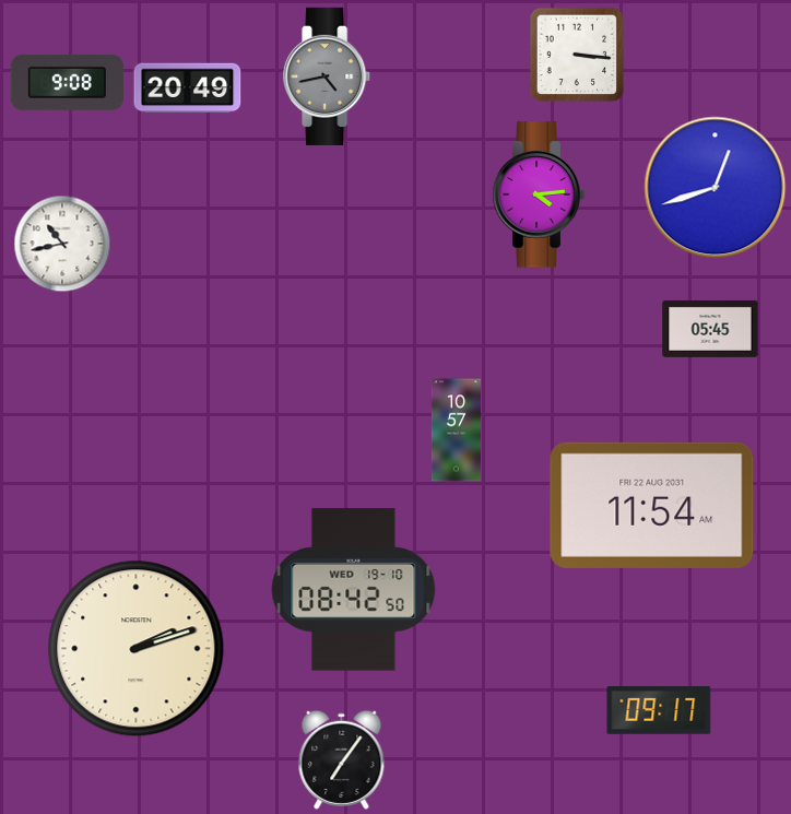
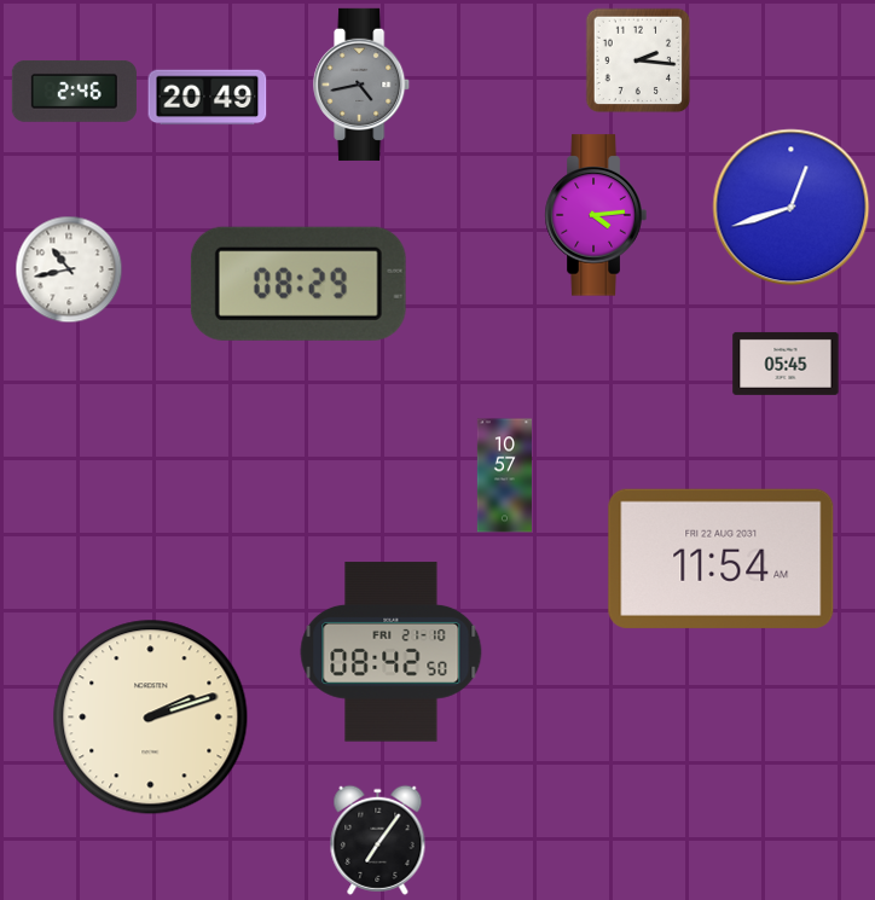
clock at (577, 55): 3:16 -> 2:16
clock at (67, 82): 9:08 -> 2:46
clock at (299, 284): none -> 08:29
clock at (354, 590) date: WED 19-10 -> FRI 21-10
clock at (659, 710): 09:17 -> none
